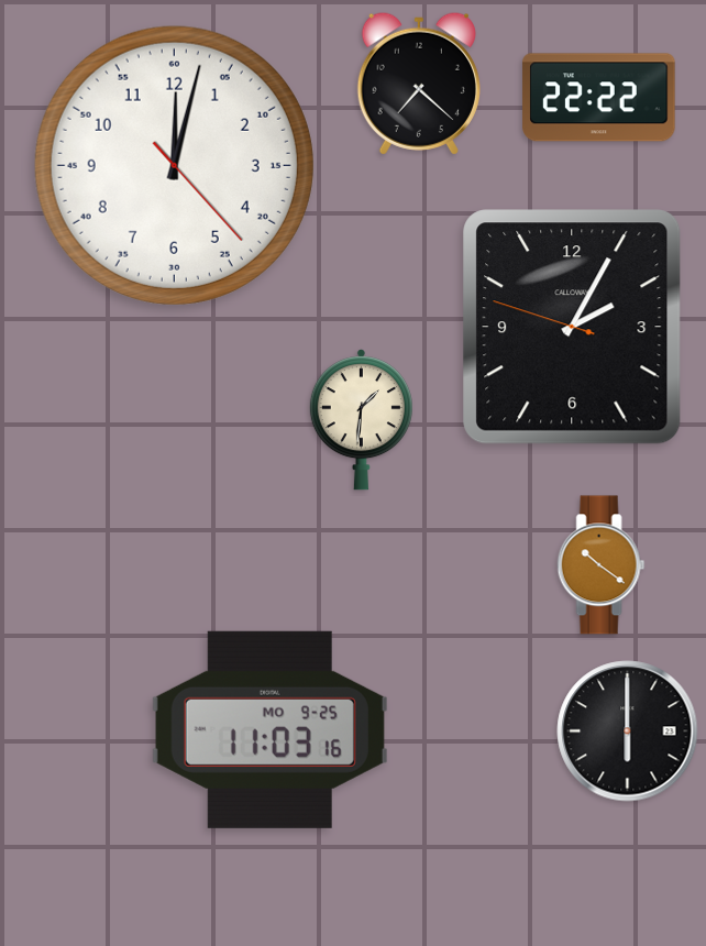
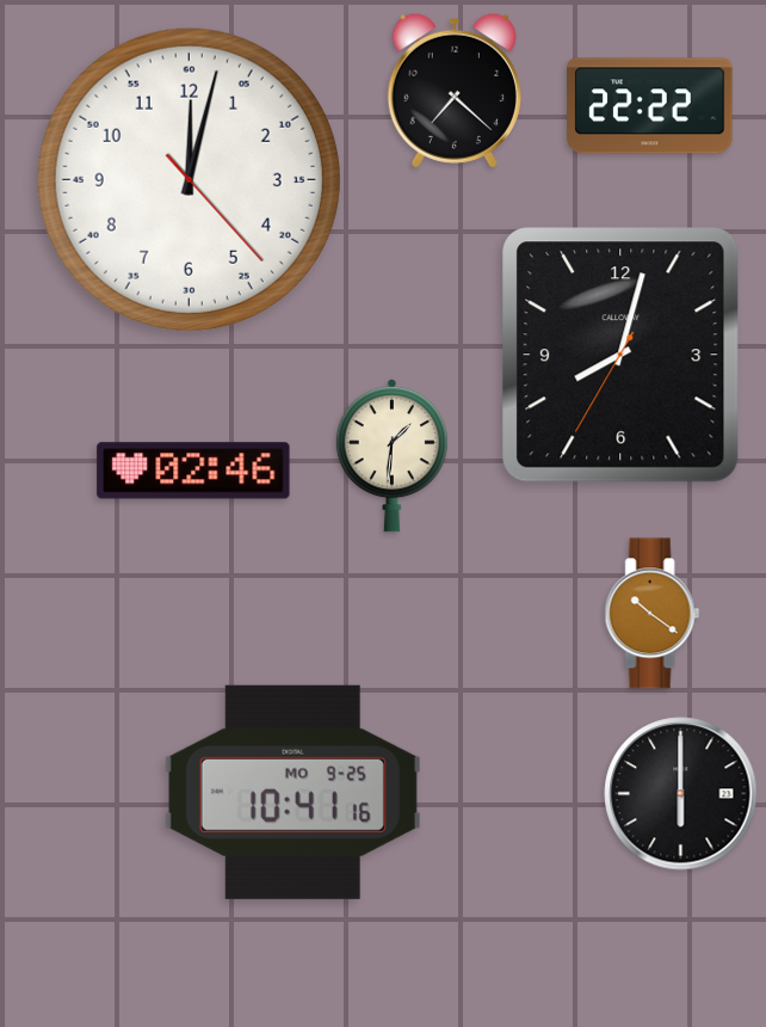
clock at (572, 327): 2:04 -> 8:02
clock at (193, 471): none -> 02:46
clock at (269, 729): 11:03 -> 10:41
